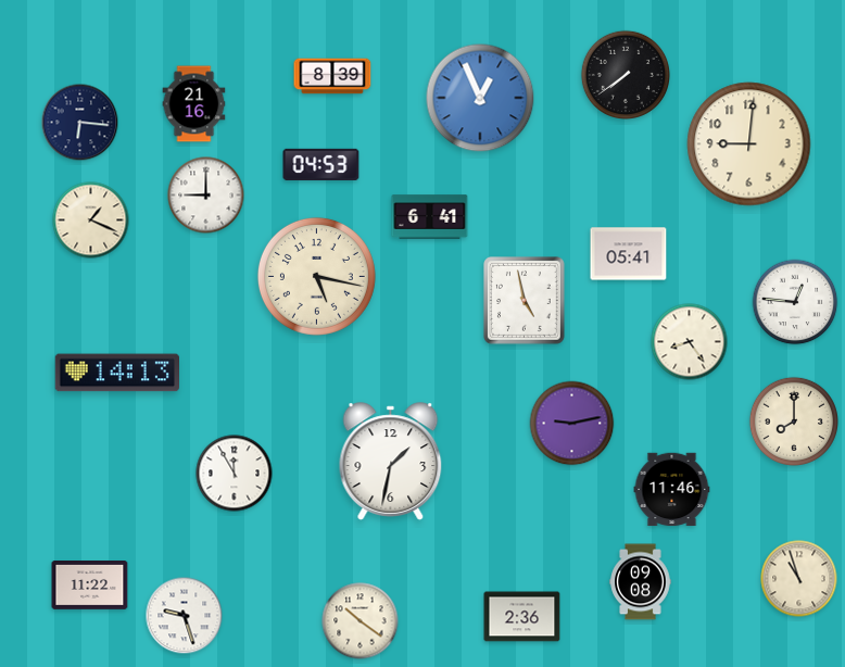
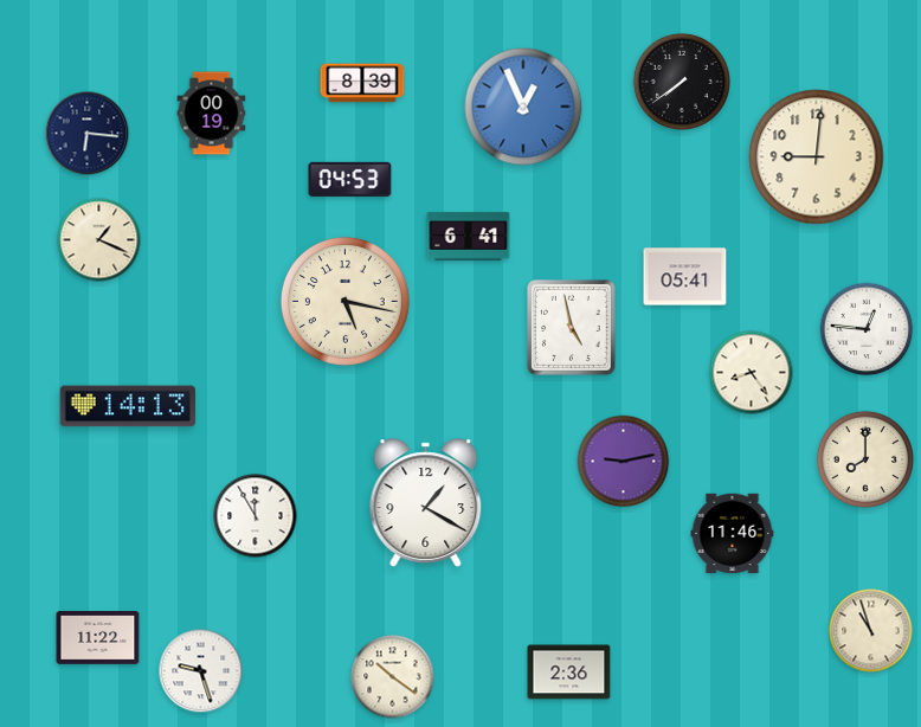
clock at (194, 104): 21:16 -> 00:19
clock at (206, 196): 9:00 -> none
clock at (391, 462): 1:32 -> 1:20
clock at (641, 582): 09:08 -> none
